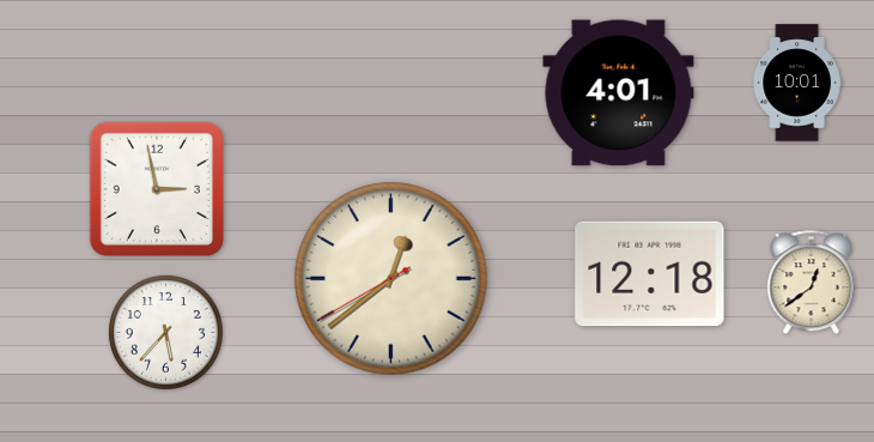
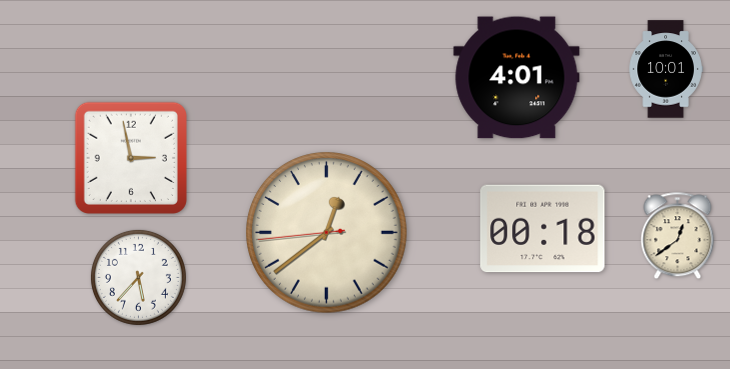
clock at (650, 274): 12:18 -> 00:18
clock at (392, 279): 12:38:40 -> 12:38:44
